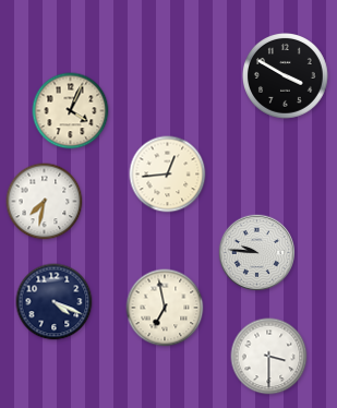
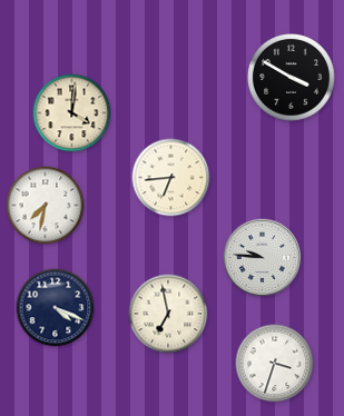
clock at (71, 111): 4:04 -> 4:01
clock at (168, 175): 12:44 -> 6:44
clock at (269, 357): 3:30 -> 3:33
